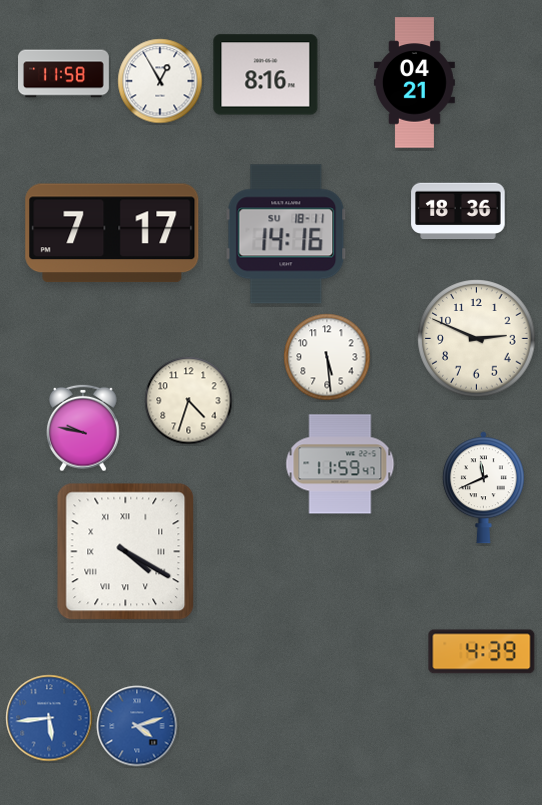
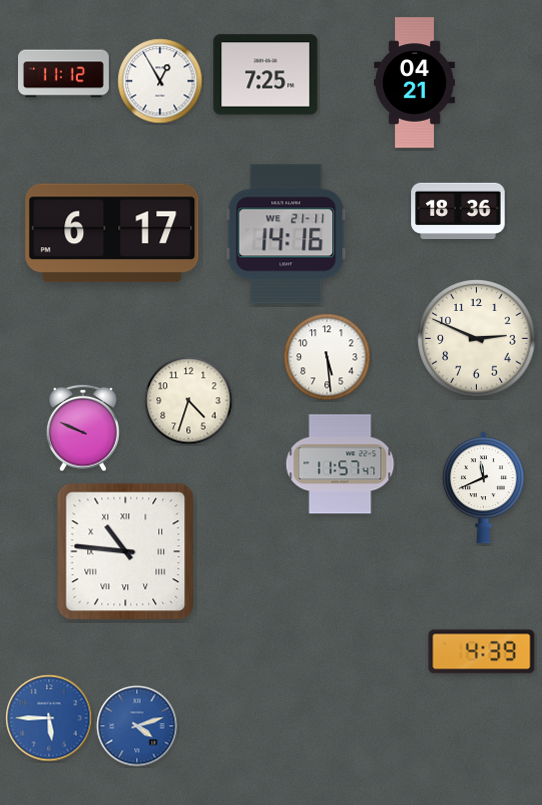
clock at (64, 74): 11:58 -> 11:12
clock at (266, 75): 8:16 -> 7:25
clock at (112, 233): 7:17 -> 6:17
clock at (286, 234) date: SU 18-11 -> WE 21-11
clock at (84, 428): 9:47 -> 9:49
clock at (340, 464): 11:59 -> 11:57
clock at (126, 552): 4:20 -> 10:46
clock at (49, 718): 5:44 -> 5:45
